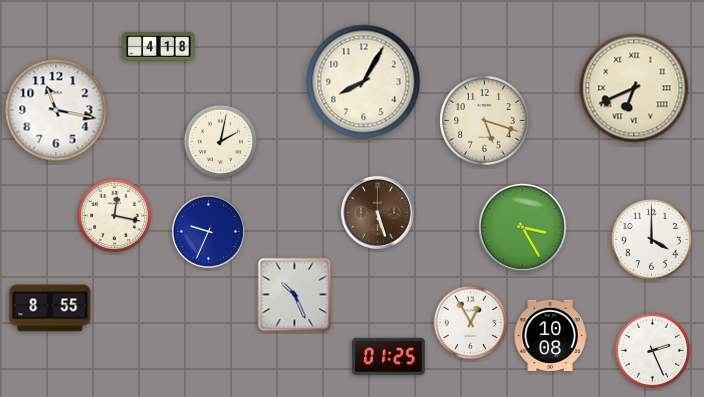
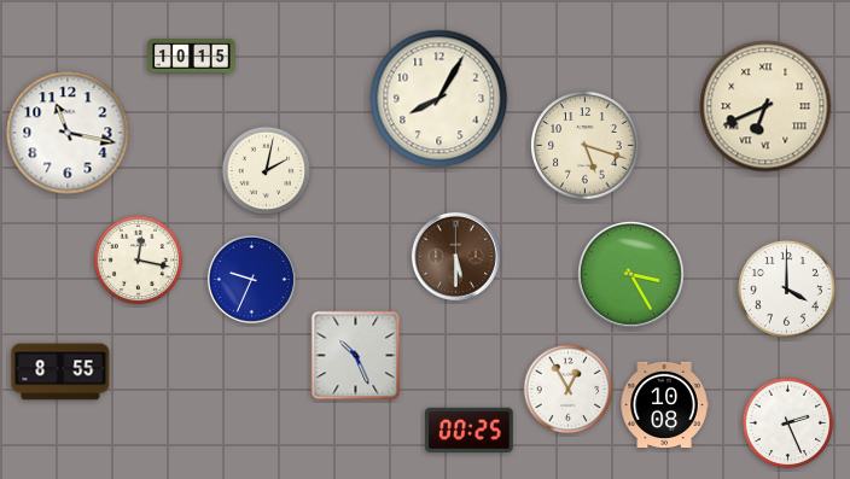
clock at (159, 47): 4:18 -> 10:15
clock at (377, 212): 5:27 -> 5:30
clock at (389, 356): 01:25 -> 00:25
